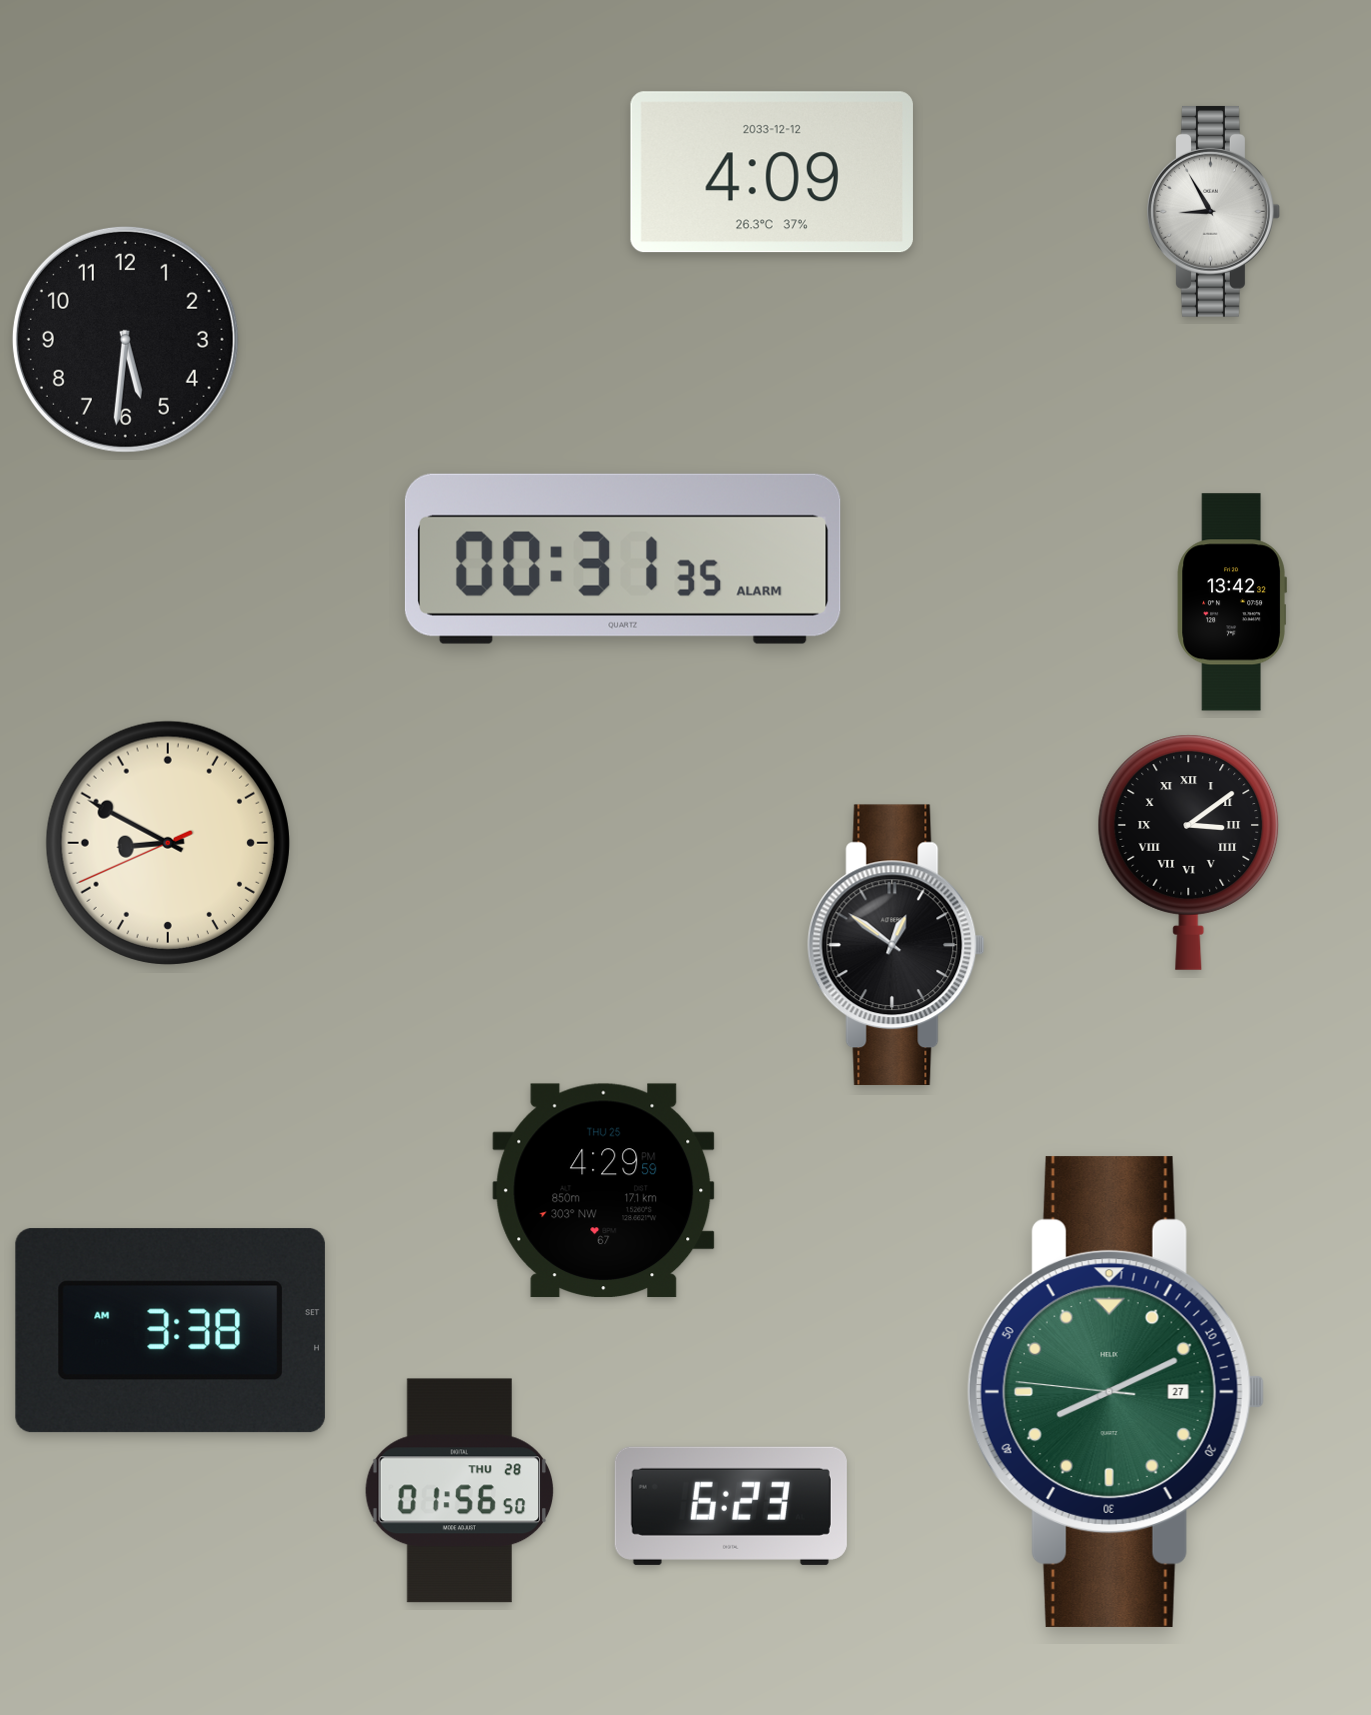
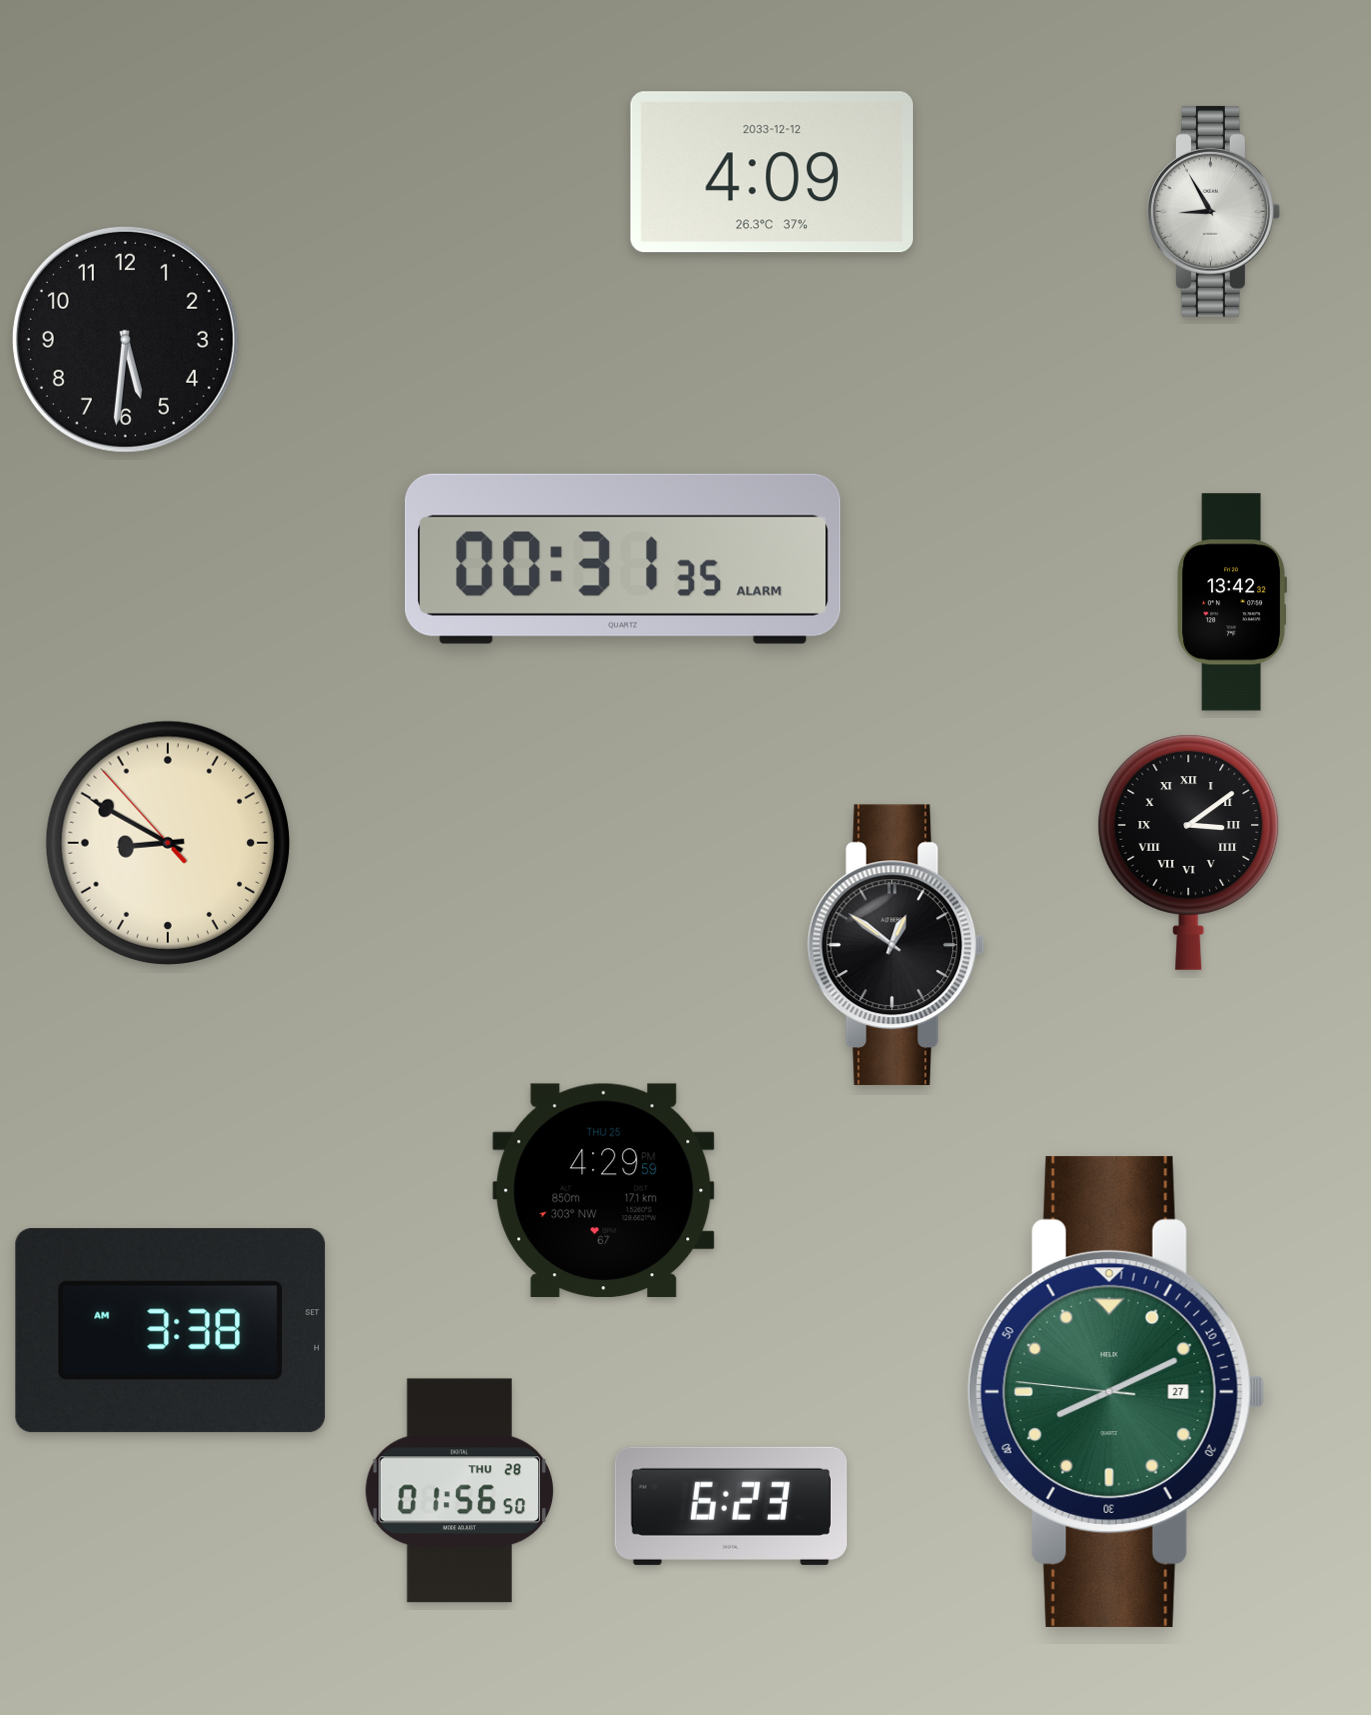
clock at (168, 843): 8:49:41 -> 8:49:53
